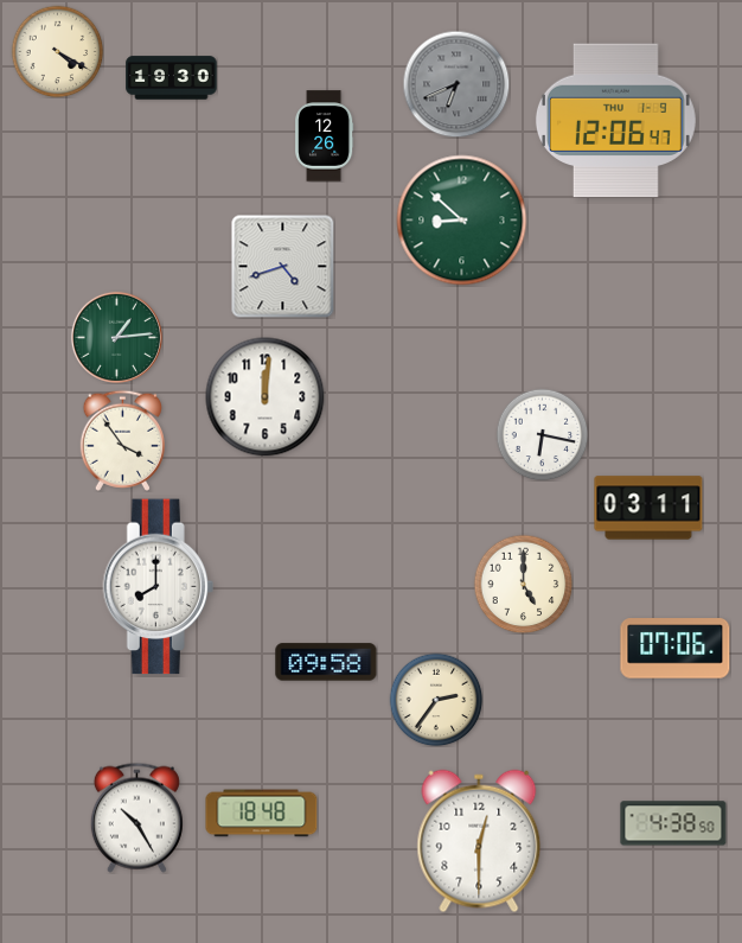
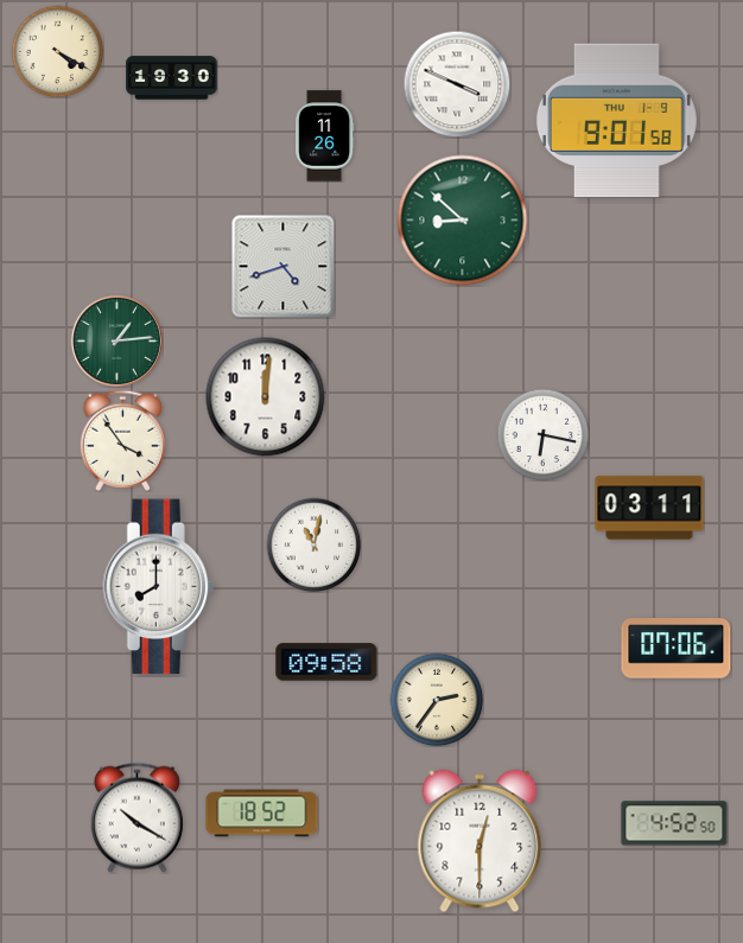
clock at (456, 84): 6:41 -> 3:49
clock at (456, 84) dial: grey -> white
clock at (615, 121): 12:06 -> 9:01
clock at (325, 136): 12:26 -> 11:26
clock at (116, 337) position: (116, 337) -> (116, 340)
clock at (313, 544): none -> 11:02
clock at (523, 584): 5:00 -> none
clock at (262, 814): 18:48 -> 18:52
clock at (136, 817): 10:25 -> 10:20
clock at (673, 823): 4:38 -> 4:52
